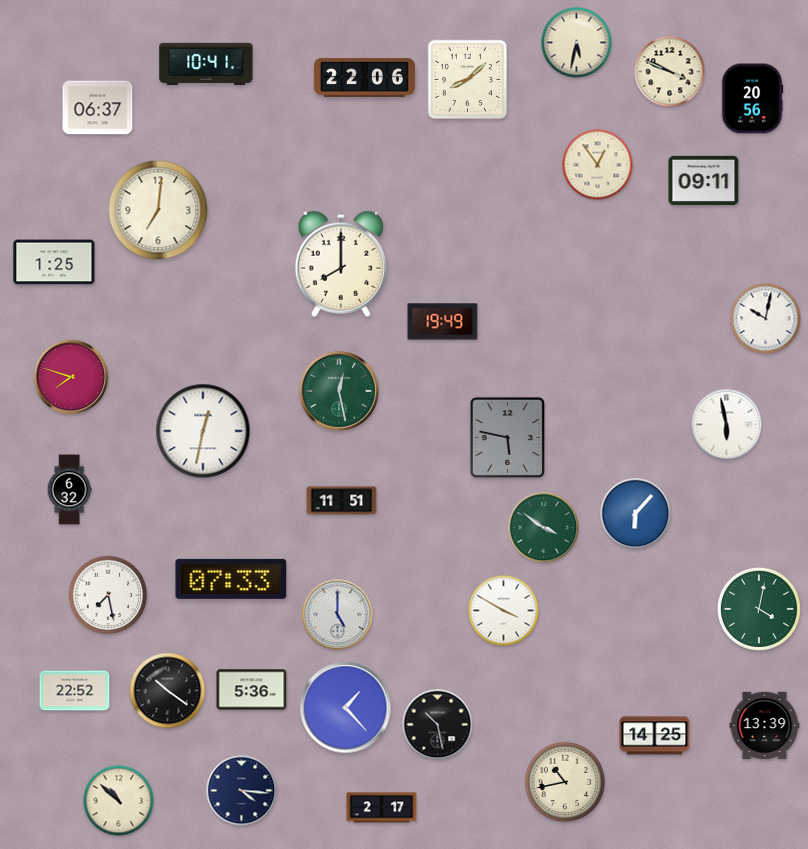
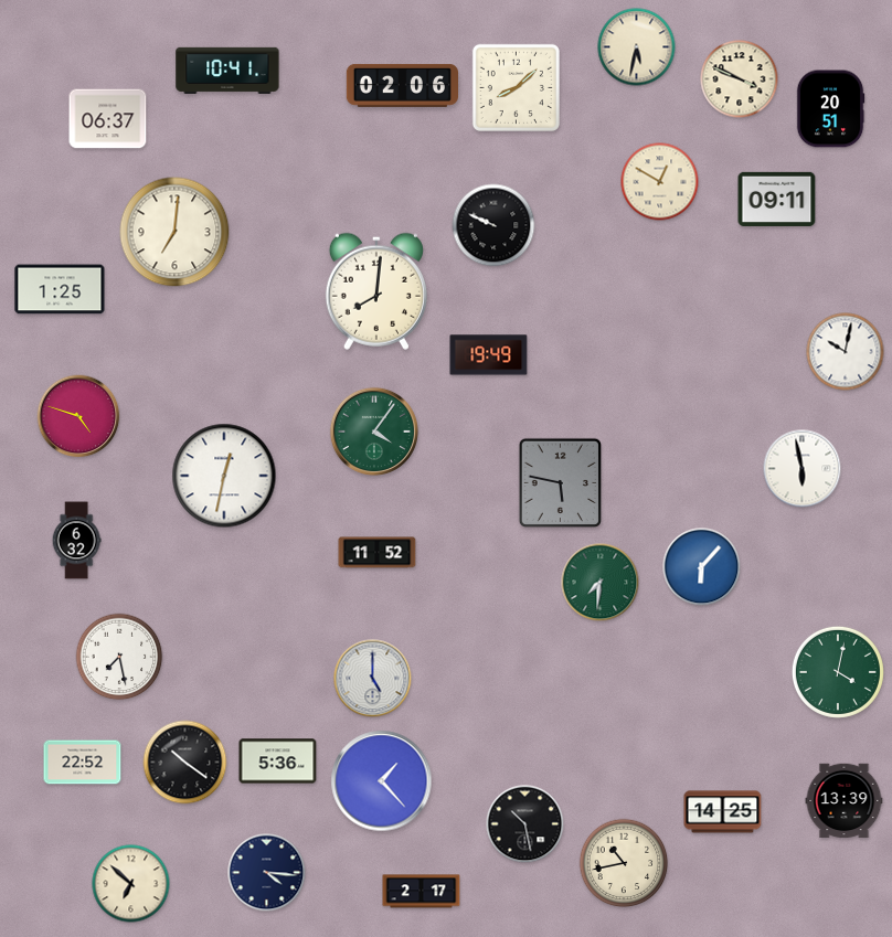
clock at (364, 77): 22:06 -> 02:06
clock at (752, 99): 20:56 -> 20:51
clock at (598, 165): 12:54 -> 12:50
clock at (493, 225): none -> 9:49
clock at (341, 264): 8:00 -> 8:01
clock at (71, 377): 7:48 -> 4:48
clock at (339, 391): 12:28 -> 4:06
clock at (342, 501): 11:51 -> 11:52
clock at (544, 528): 3:51 -> 7:31
clock at (231, 579): 07:33 -> none
clock at (504, 611): 3:50 -> none
clock at (438, 725) position: (438, 725) -> (525, 824)
clock at (119, 801): 10:52 -> 6:52
